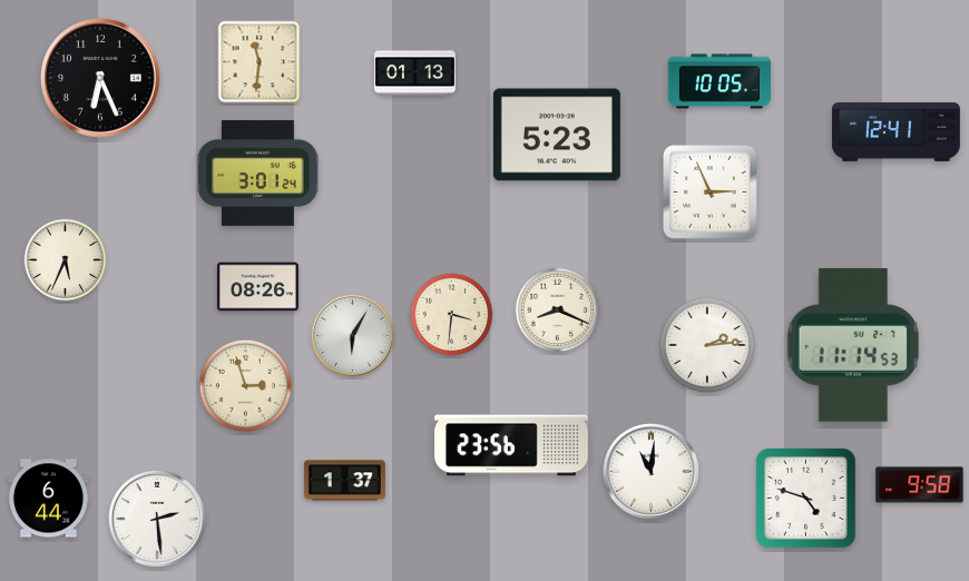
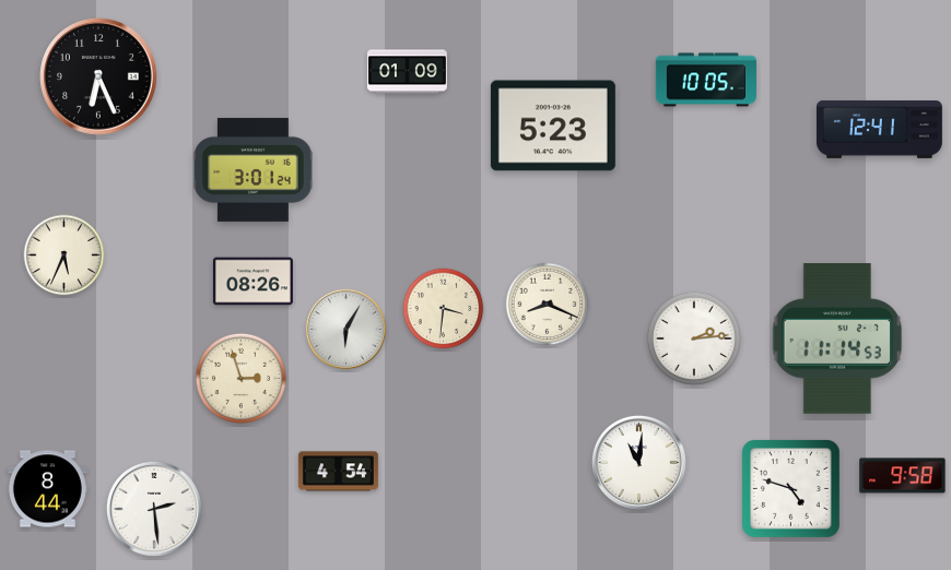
clock at (260, 62): 11:31 -> none
clock at (414, 73): 01:13 -> 01:09
clock at (557, 135) position: (557, 135) -> (553, 126)
clock at (711, 193): 2:56 -> none
clock at (511, 445): 23:56 -> none
clock at (344, 481): 1:37 -> 4:54
clock at (48, 499): 6:44 -> 8:44
